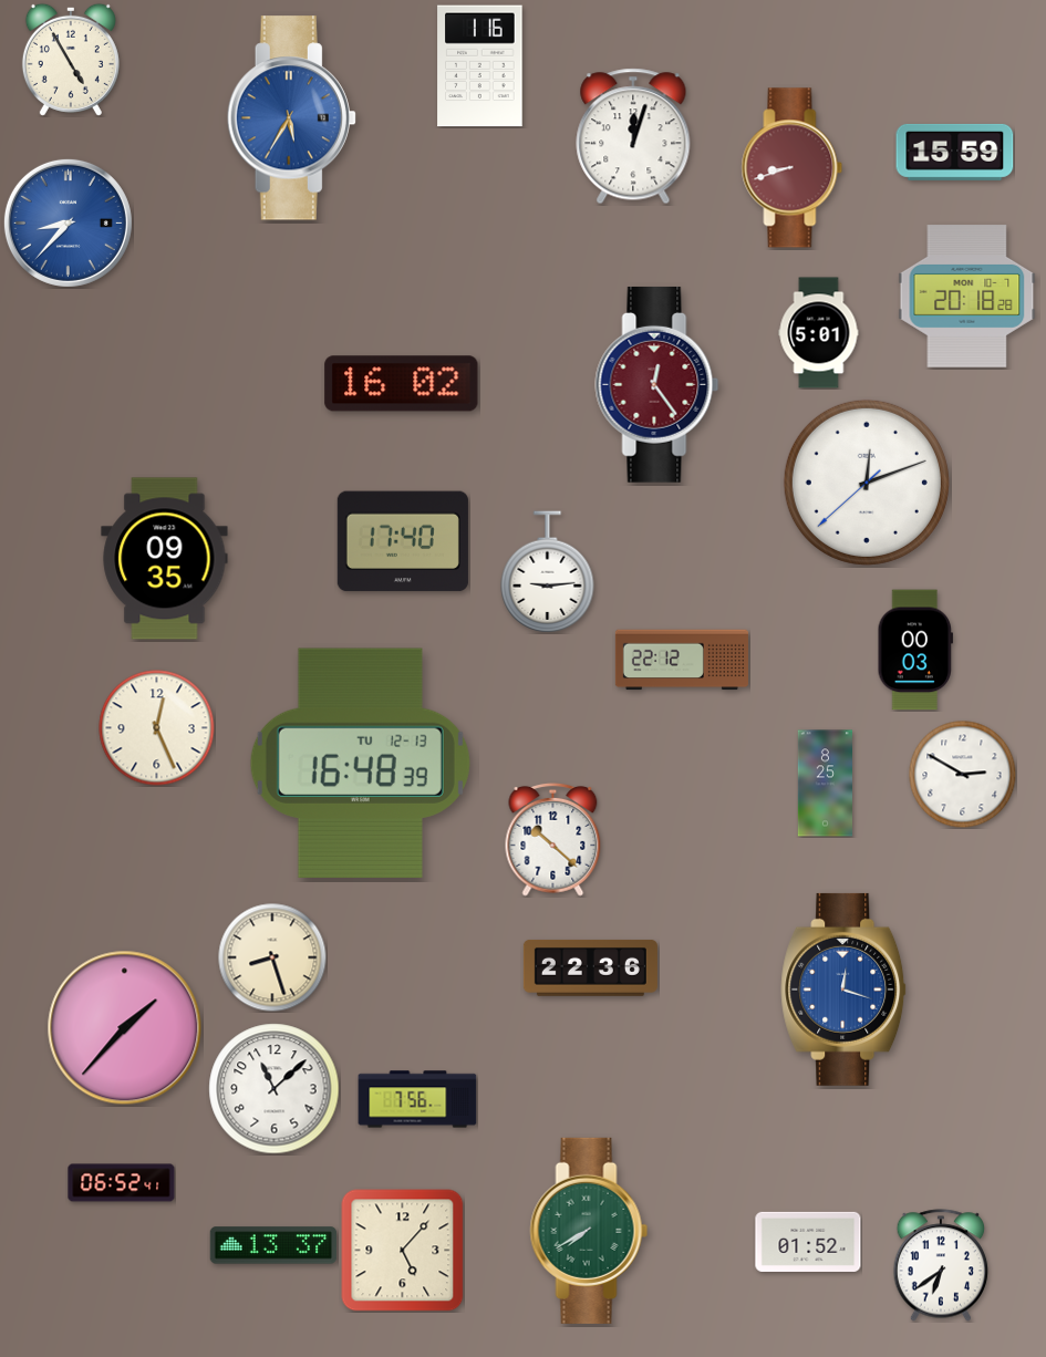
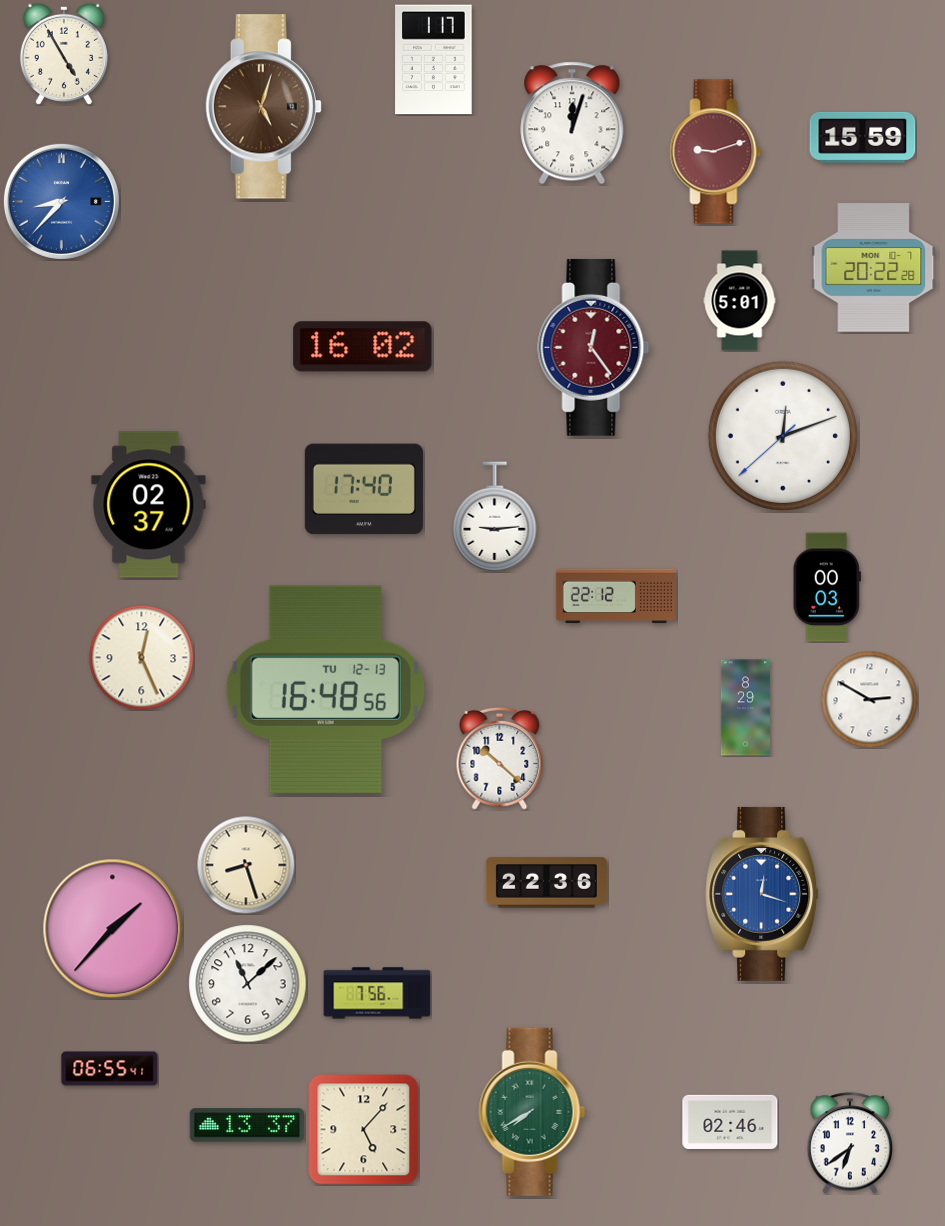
clock at (480, 66): 1:16 -> 1:17
clock at (291, 118): 5:35 -> 5:03
clock at (291, 118) dial: blue -> brown
clock at (793, 168): 8:42 -> 9:12
clock at (967, 297): 20:18 -> 20:22
clock at (165, 559): 09:35 -> 02:37
clock at (360, 763): 16:48:39 -> 16:48:56
clock at (825, 784): 8:25 -> 8:29
clock at (590, 968) position: (590, 968) -> (546, 883)
clock at (122, 1183): 06:52 -> 06:55
clock at (808, 1242): 01:52 -> 02:46
